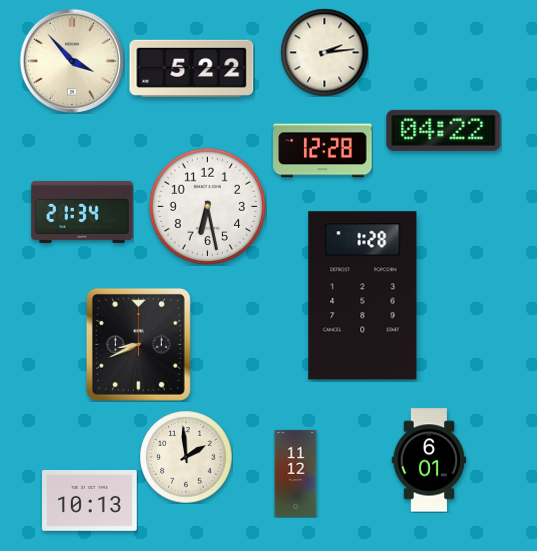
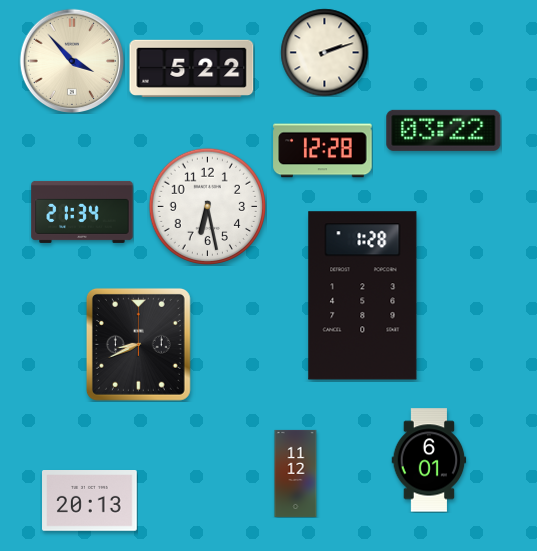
clock at (324, 52): 2:14 -> 2:12
clock at (444, 130): 04:22 -> 03:22
clock at (186, 457): 1:59 -> none
clock at (90, 501): 10:13 -> 20:13
